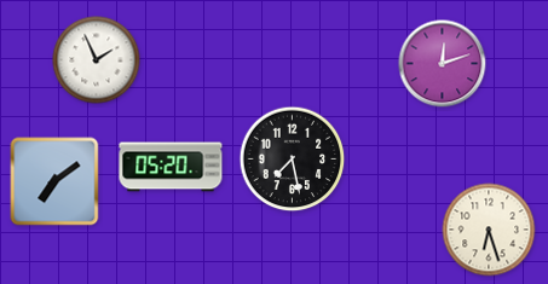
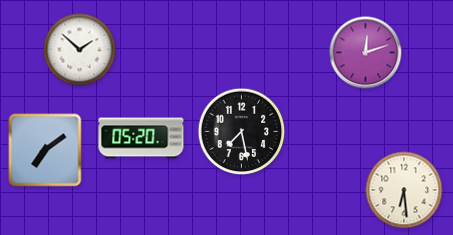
clock at (97, 60): 1:56 -> 1:52
clock at (489, 230): 6:27 -> 6:29
